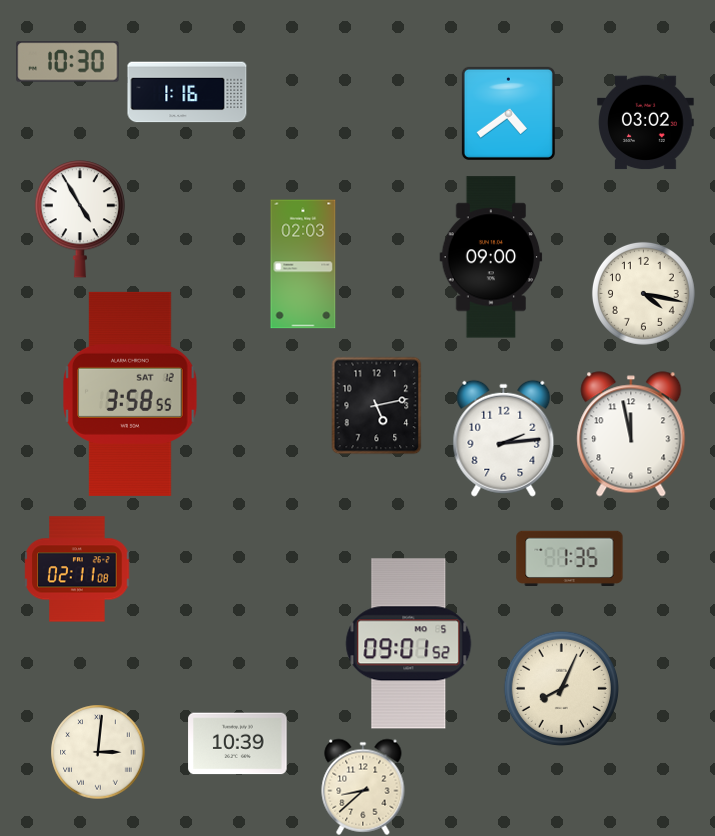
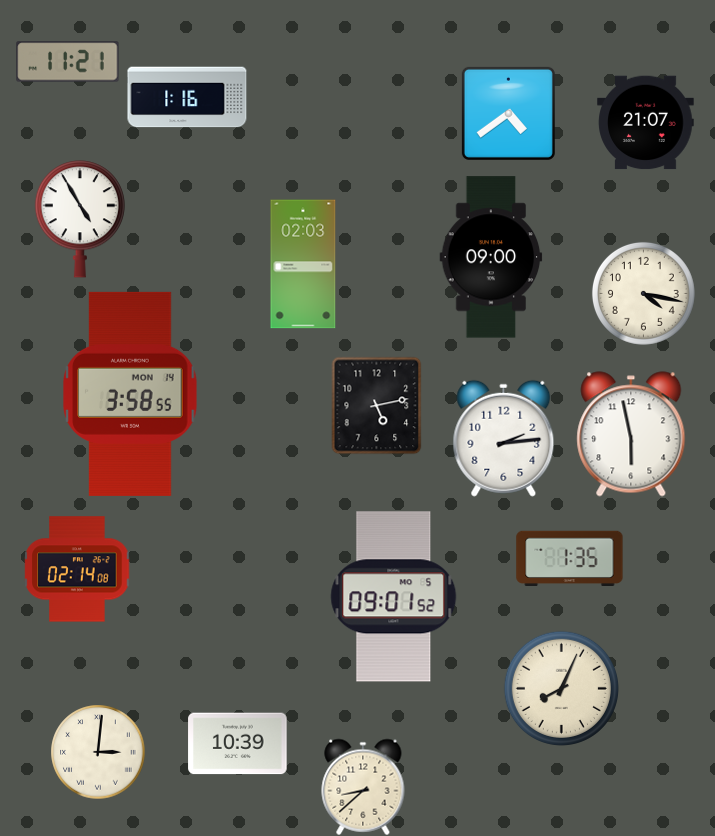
clock at (68, 62): 10:30 -> 11:21
clock at (187, 92) position: (187, 92) -> (187, 97)
clock at (646, 123): 03:02 -> 21:07
clock at (130, 394) date: SAT 12 -> MON 14
clock at (631, 434): 11:58 -> 5:58
clock at (77, 569): 02:11 -> 02:14
clock at (409, 644) position: (409, 644) -> (394, 597)
